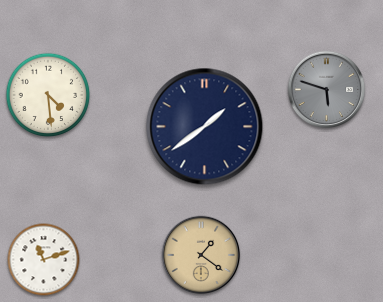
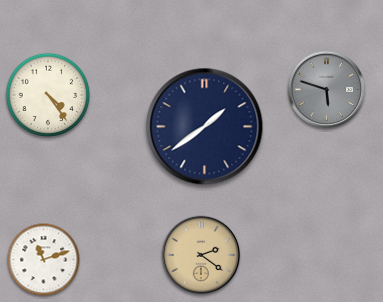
clock at (48, 95): 4:29 -> 4:24
clock at (201, 255): 1:21 -> 2:21
